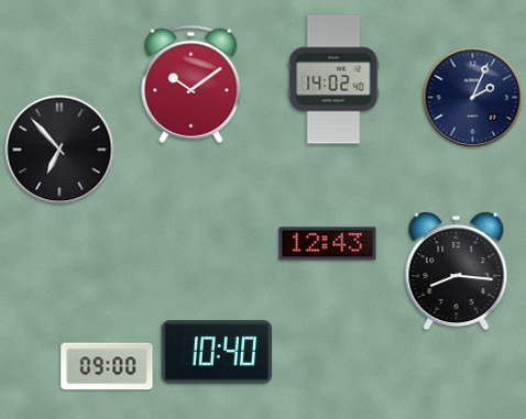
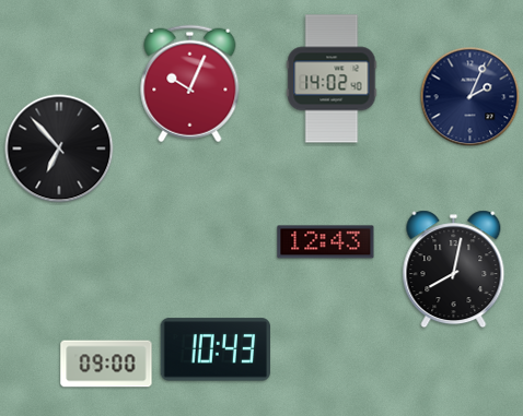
clock at (191, 85): 10:09 -> 10:04
clock at (457, 272): 8:16 -> 8:02
clock at (216, 352): 10:40 -> 10:43
